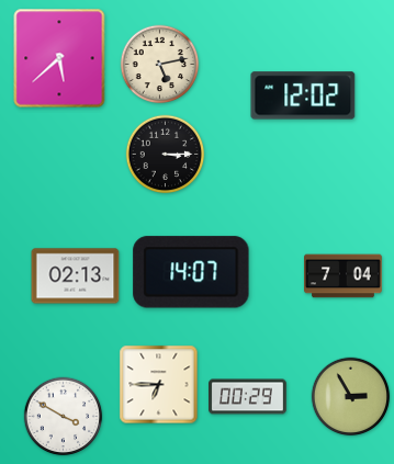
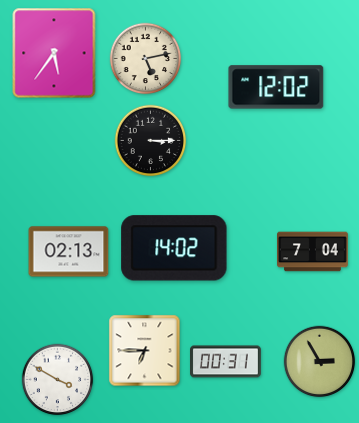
clock at (59, 58): 5:38 -> 5:36
clock at (191, 272): 14:07 -> 14:02
clock at (248, 397): 00:29 -> 00:31
